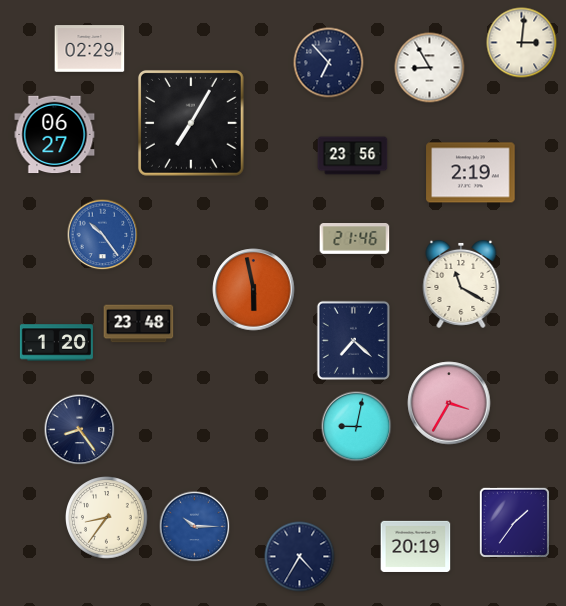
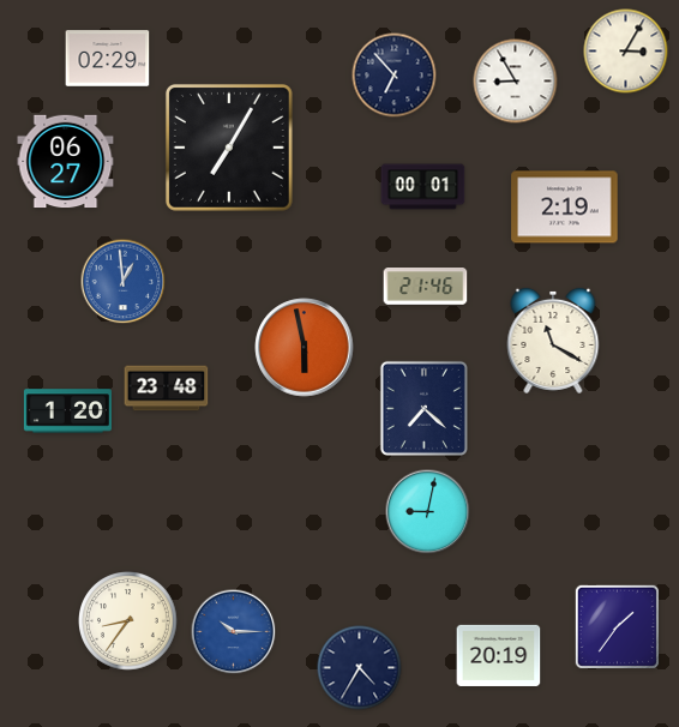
clock at (522, 43): 3:01 -> 3:05
clock at (353, 156): 23:56 -> 00:01
clock at (103, 235): 10:24 -> 12:59
clock at (449, 403): 3:35 -> none
clock at (80, 430): 8:24 -> none
